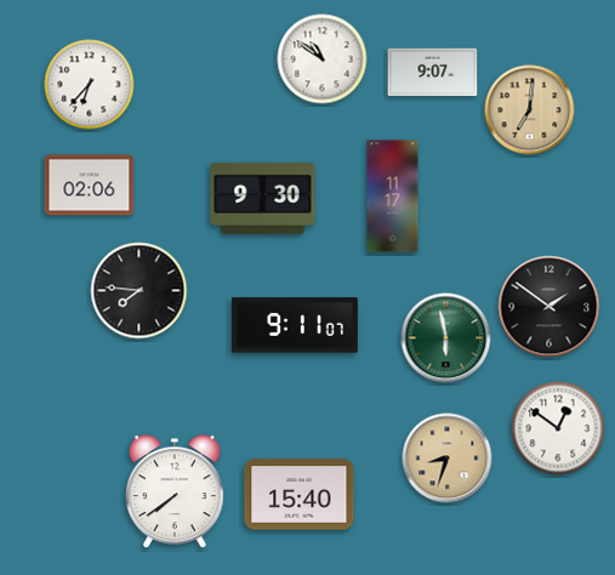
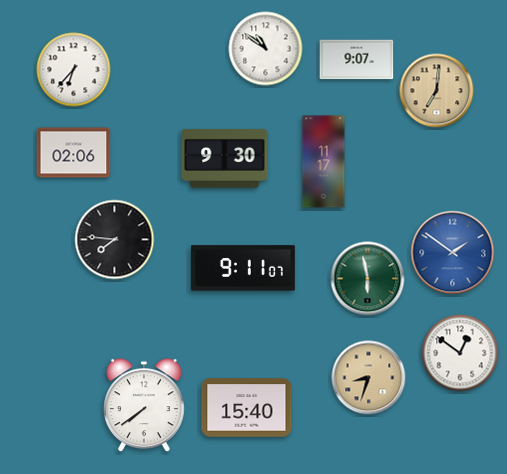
clock at (263, 199) position: (263, 199) -> (225, 159)
clock at (549, 307) dial: black -> blue
